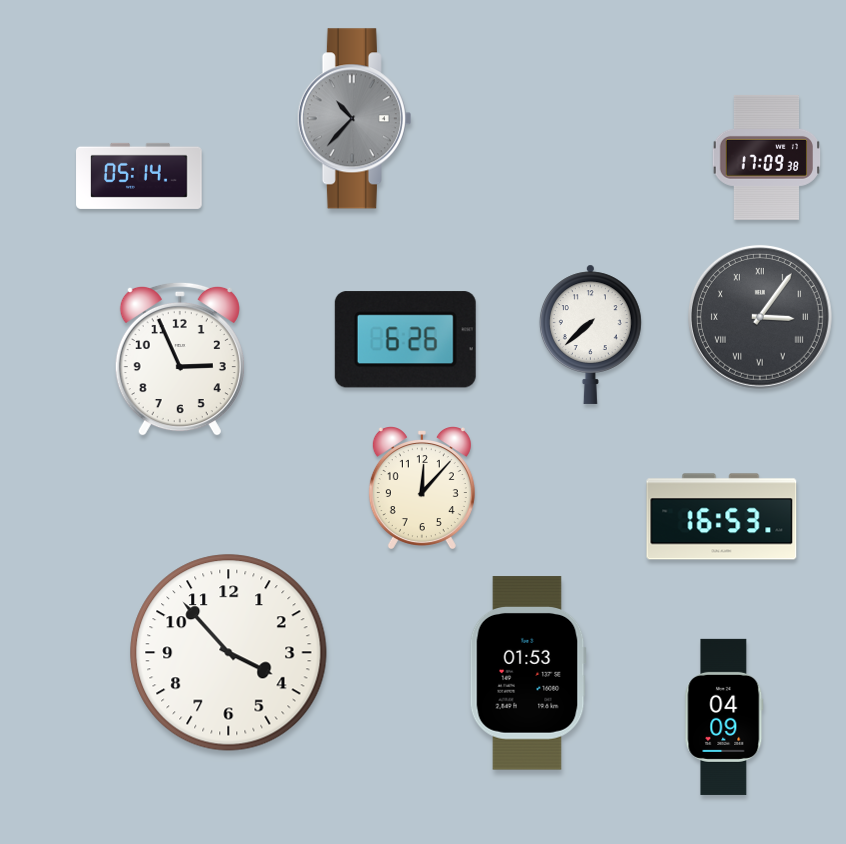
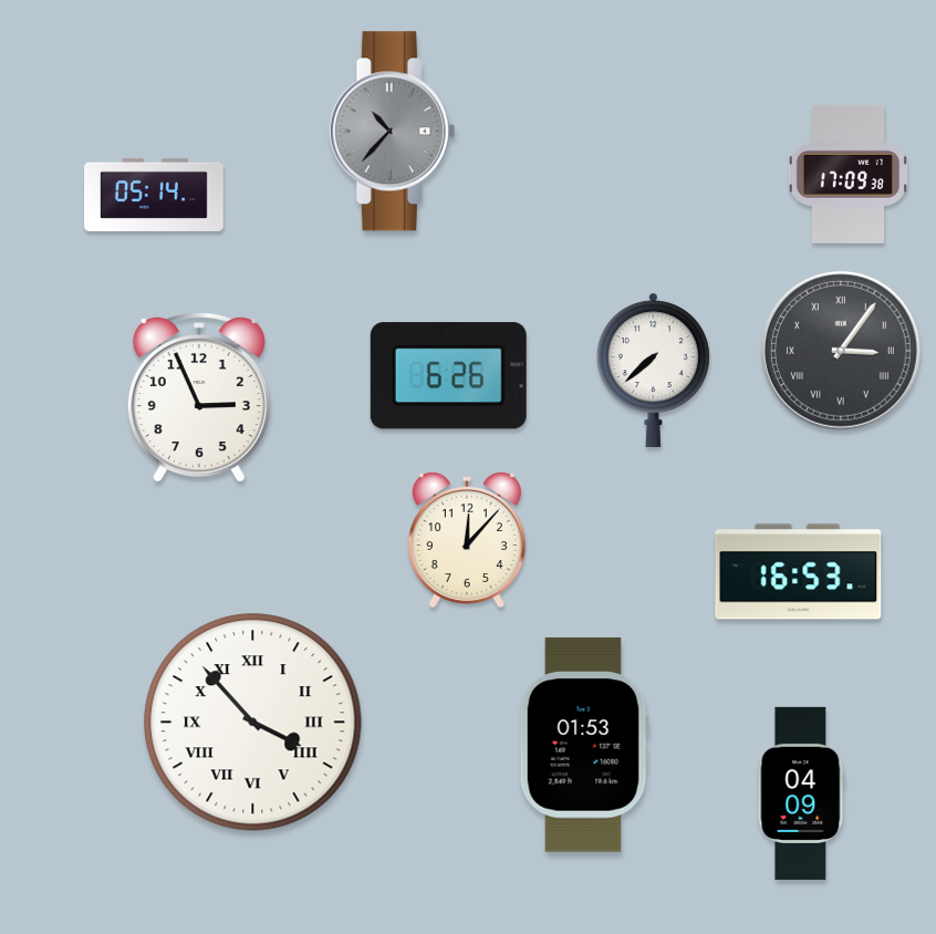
clock at (229, 653) numerals: Arabic -> Roman
